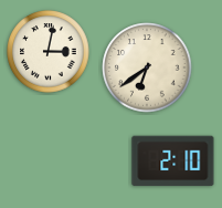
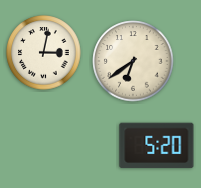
clock at (49, 52) position: (49, 52) -> (44, 53)
clock at (173, 162): 2:10 -> 5:20
